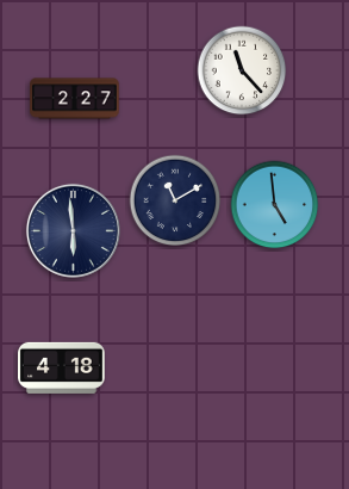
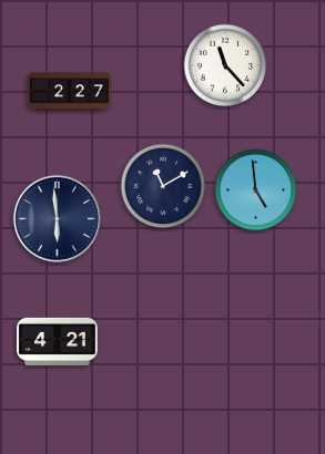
clock at (73, 230) position: (73, 230) -> (57, 218)
clock at (62, 367): 4:18 -> 4:21
